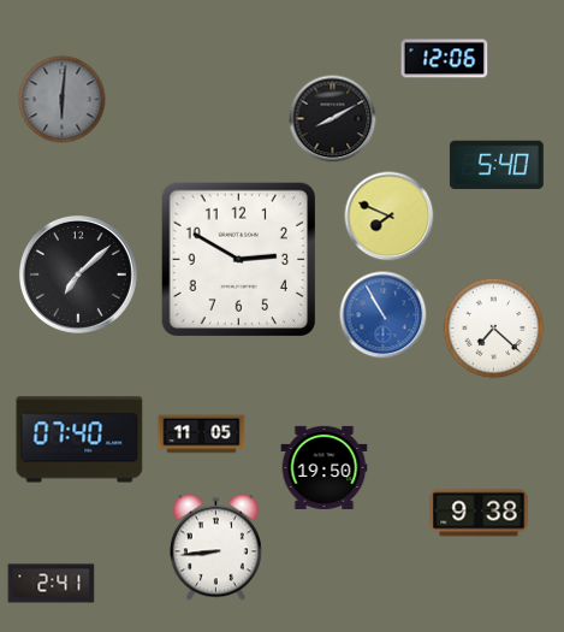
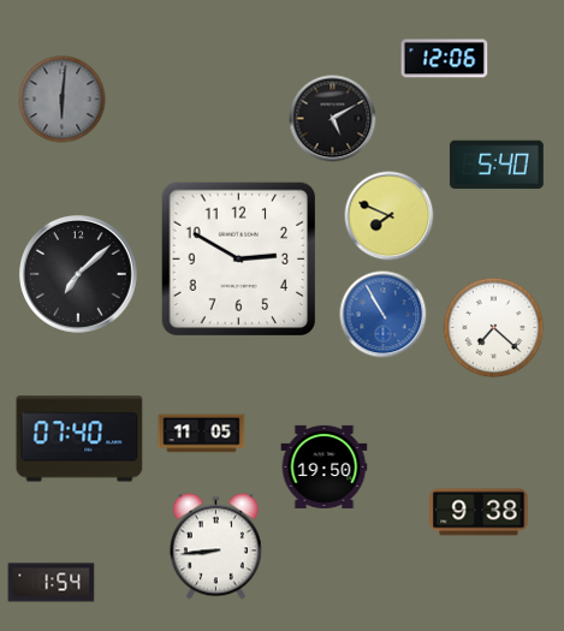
clock at (333, 119): 8:10 -> 5:10
clock at (52, 584): 2:41 -> 1:54
